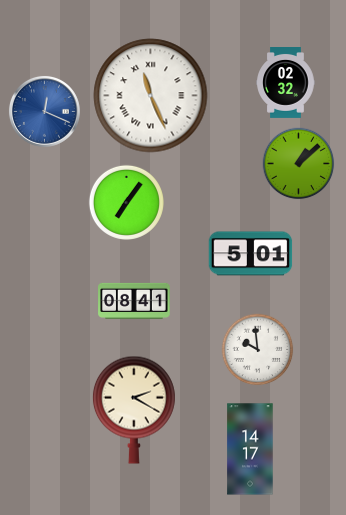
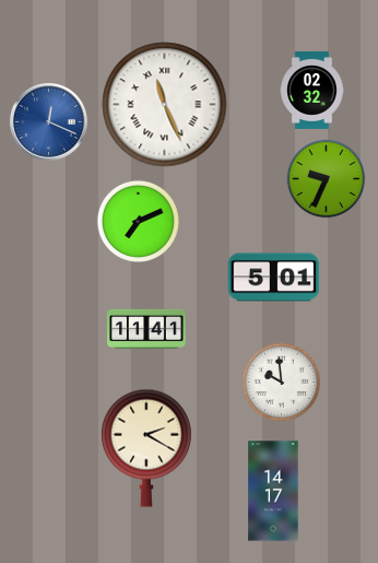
clock at (299, 164): 1:08 -> 9:34
clock at (126, 202): 7:06 -> 7:11
clock at (134, 301): 08:41 -> 11:41
